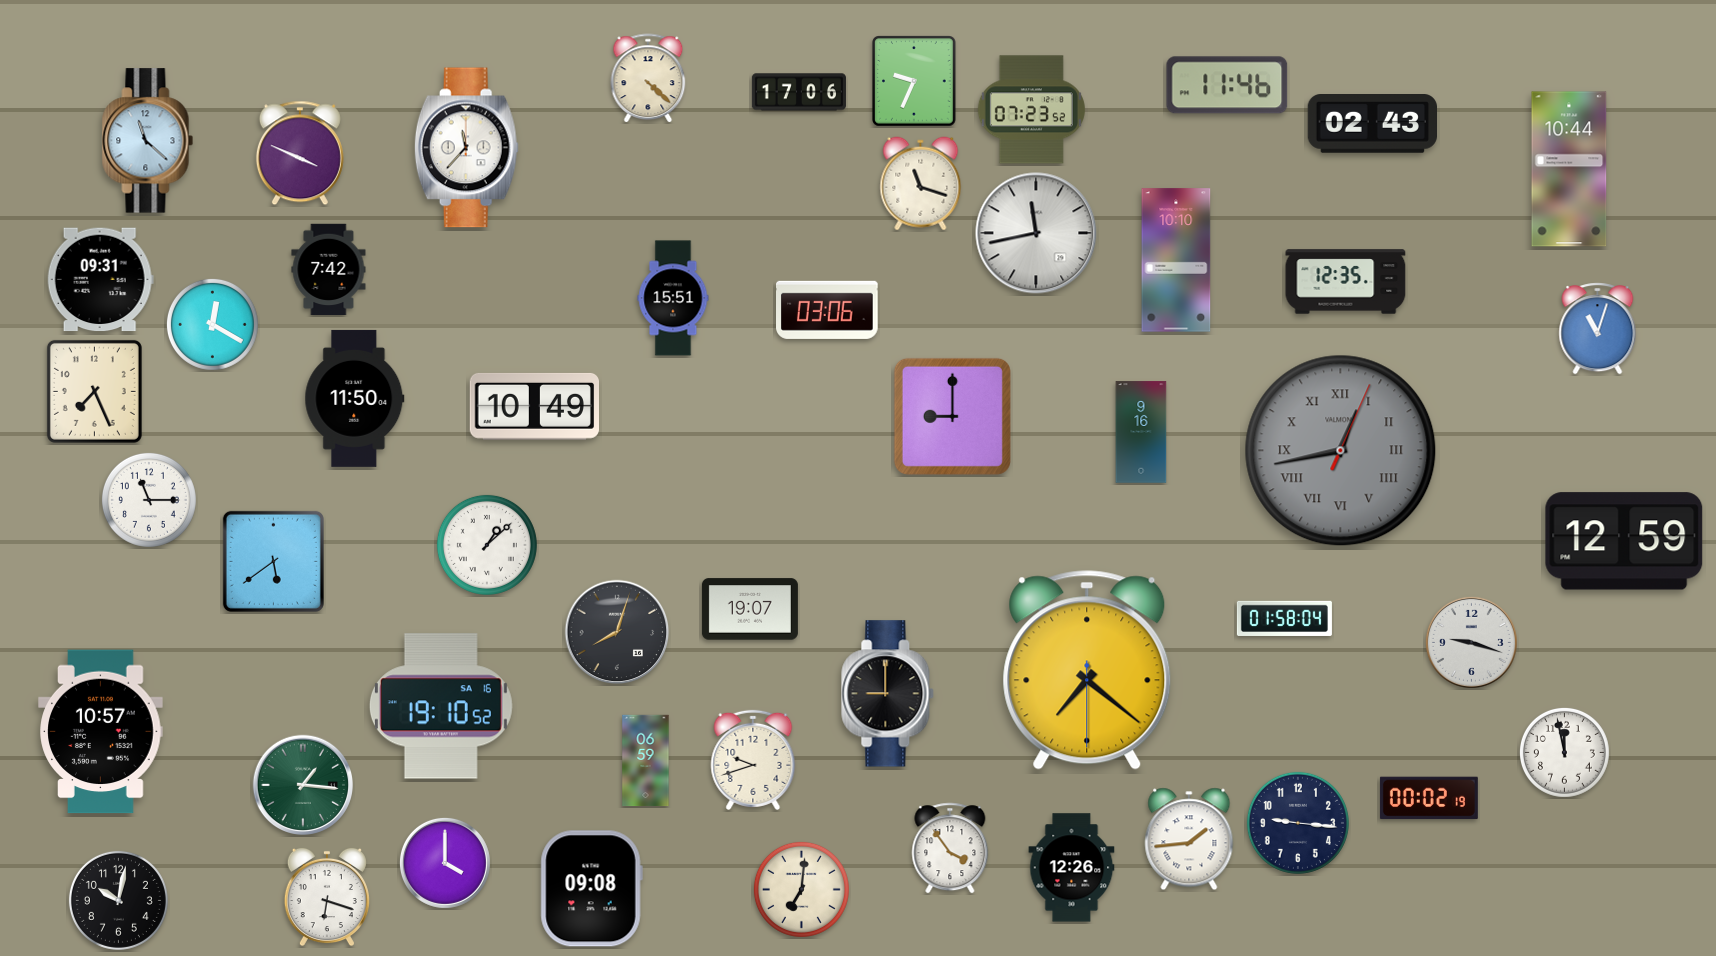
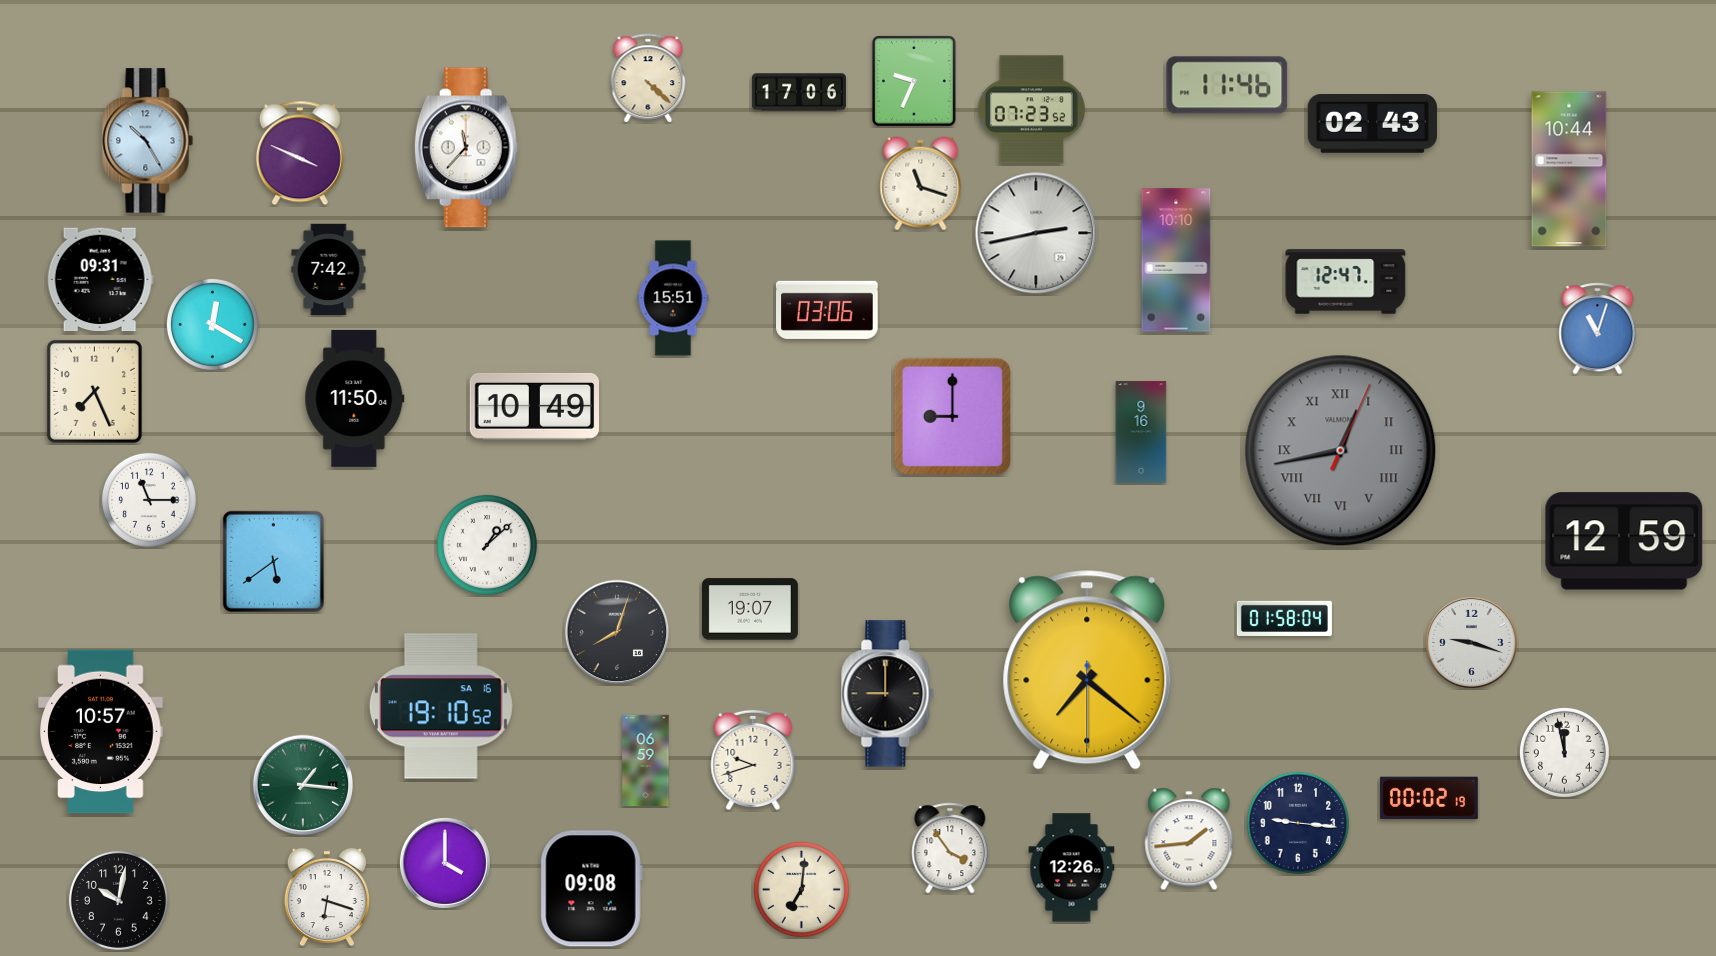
clock at (148, 141): 11:22 -> 10:25
clock at (1036, 233): 11:43 -> 2:43
clock at (1346, 282): 12:35 -> 12:47
